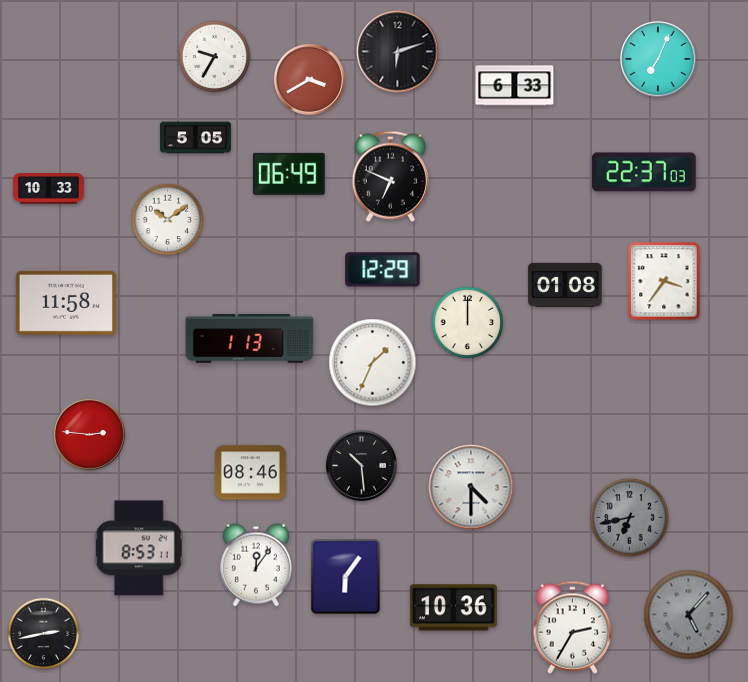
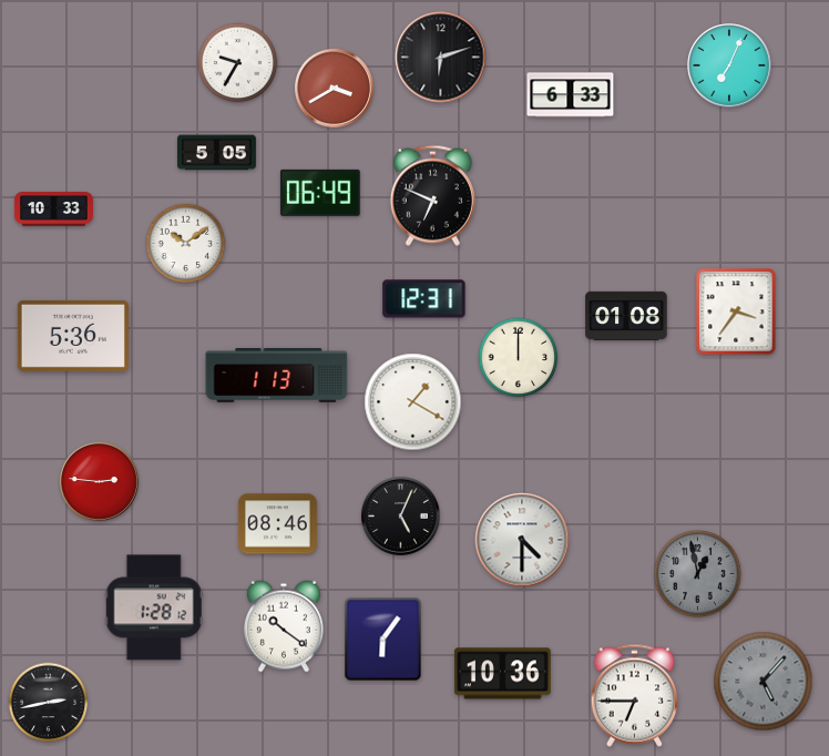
clock at (309, 79) position: (309, 79) -> (334, 88)
clock at (644, 172): 22:37 -> none
clock at (383, 270): 12:29 -> 12:31
clock at (66, 303): 11:58 -> 5:36
clock at (373, 363): 1:34 -> 1:20
clock at (361, 465): 10:29 -> 5:04
clock at (630, 518): 6:43 -> 12:58
clock at (139, 548): 8:53 -> 1:28
clock at (256, 565): 12:06 -> 10:21
clock at (573, 627): 2:35 -> 6:45
